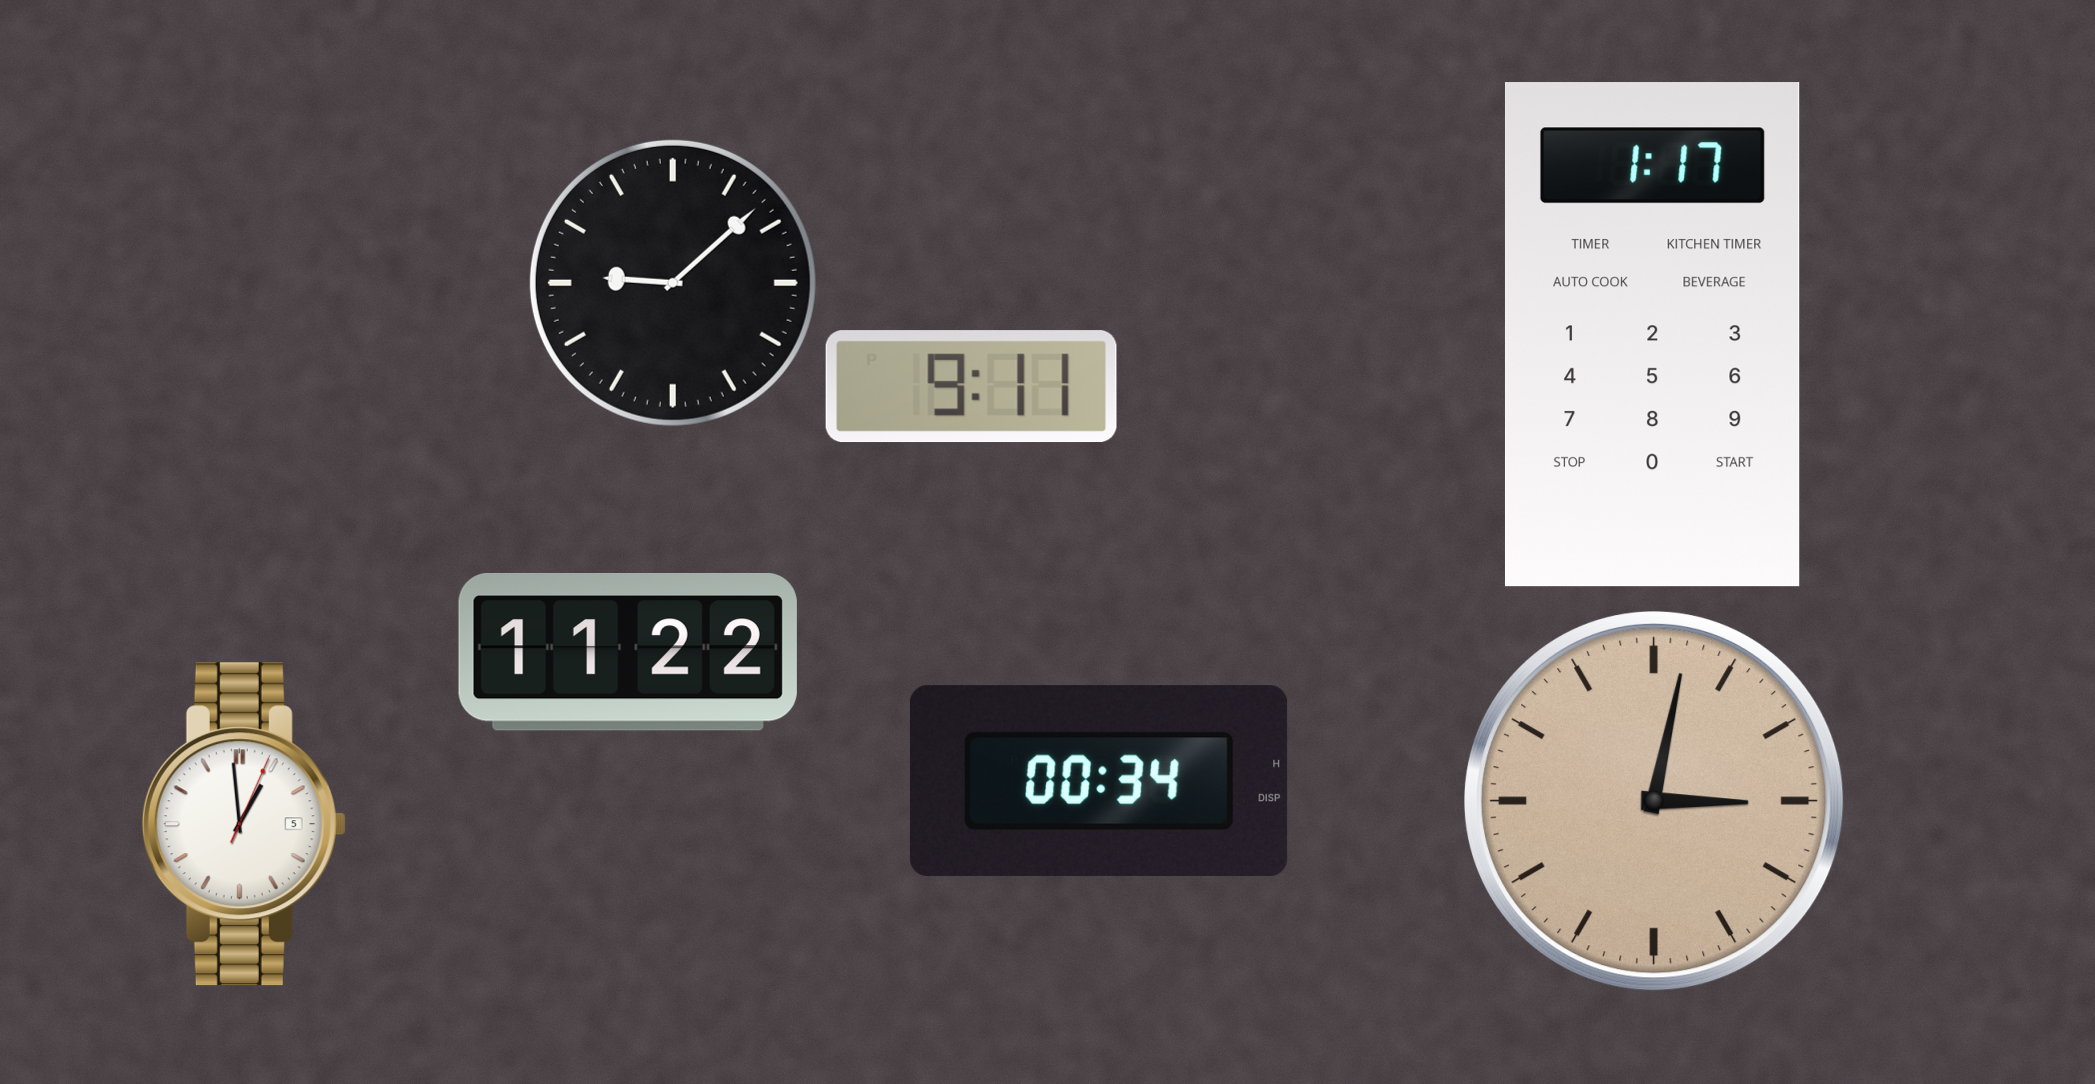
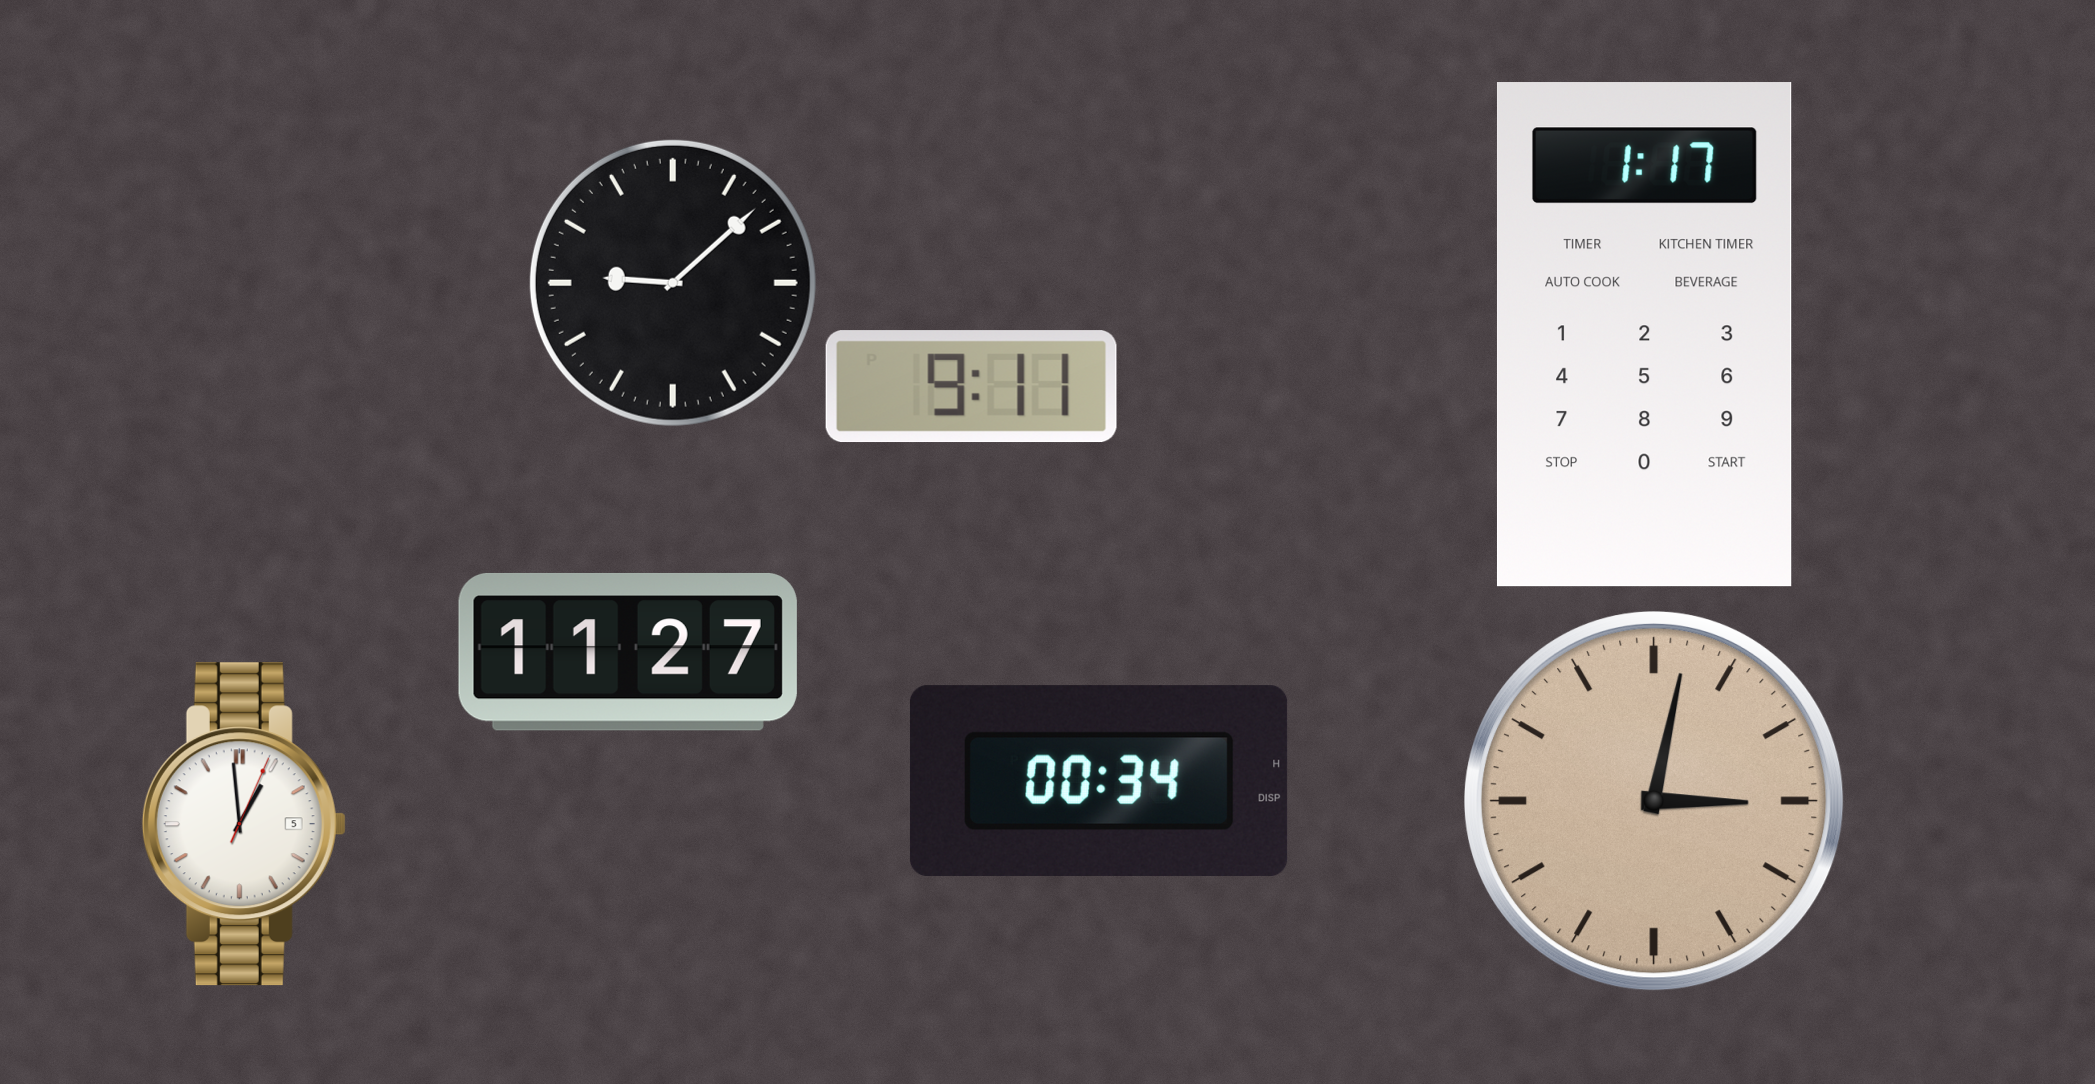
clock at (1652, 335) position: (1652, 335) -> (1644, 335)
clock at (628, 652): 11:22 -> 11:27
